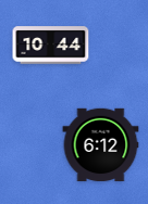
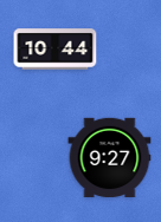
clock at (101, 145): 6:12 -> 9:27
